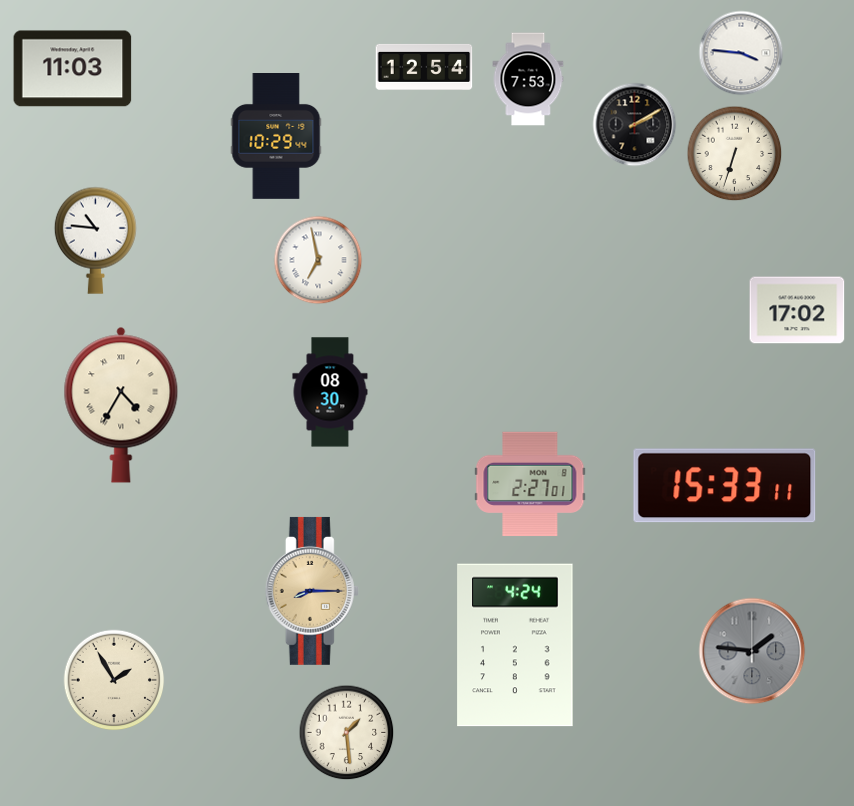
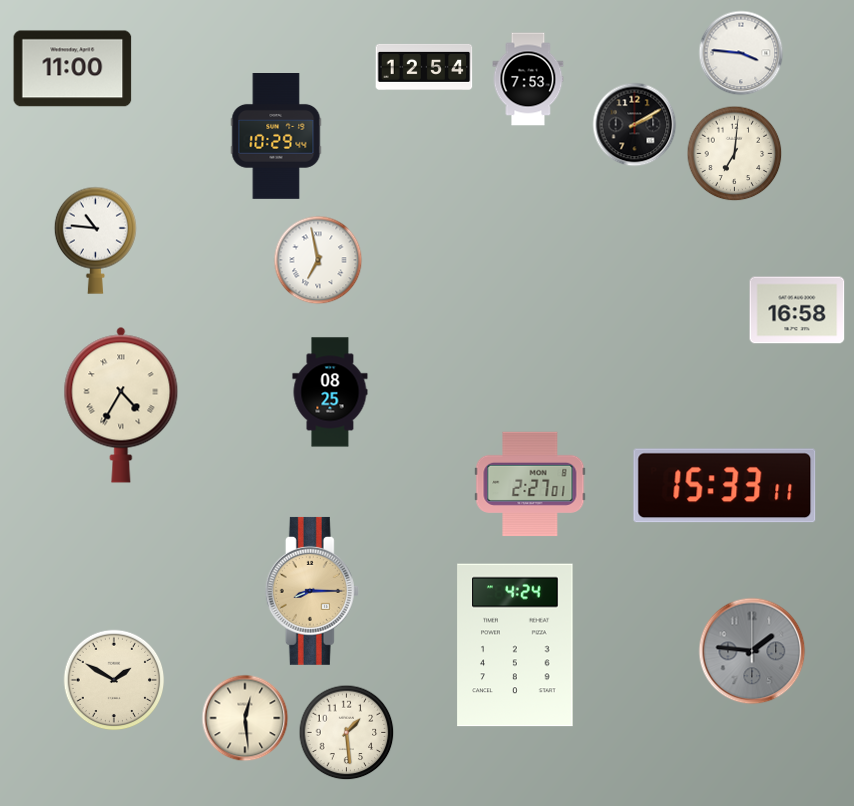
clock at (73, 69): 11:03 -> 11:00
clock at (735, 154): 6:33 -> 7:01
clock at (797, 310): 17:02 -> 16:58
clock at (330, 392): 08:30 -> 08:25
clock at (114, 680): 1:55 -> 1:50
clock at (245, 718): none -> 12:29
